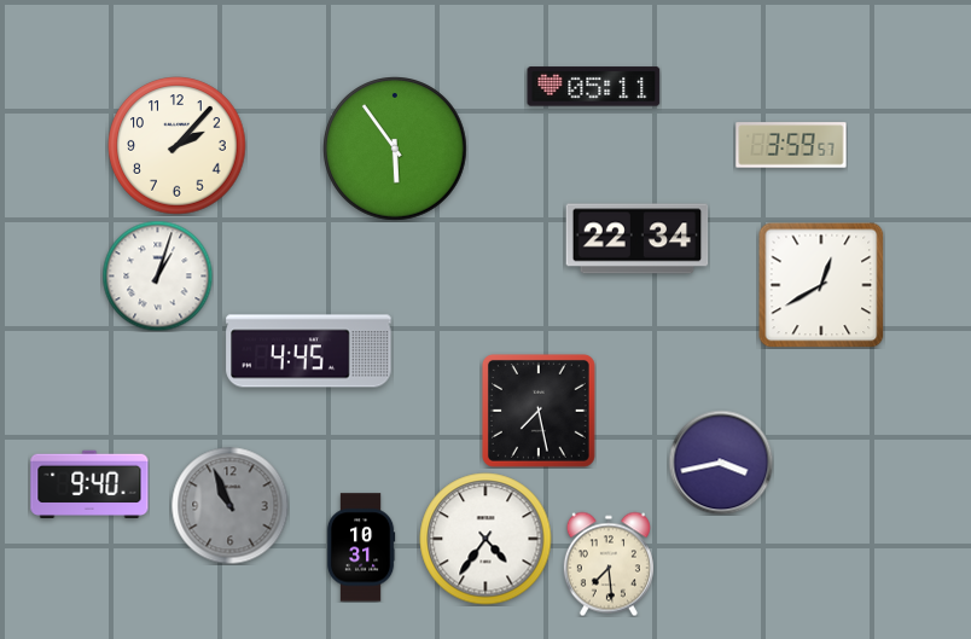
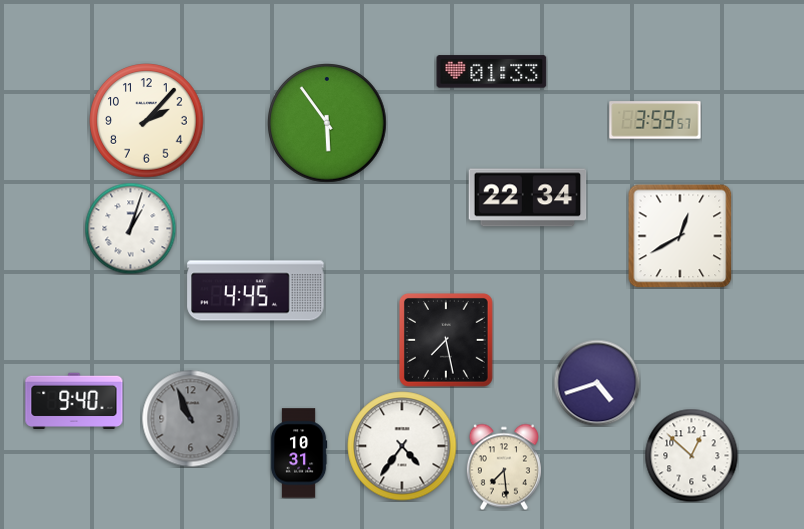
clock at (594, 87): 05:11 -> 01:33
clock at (721, 463): 3:43 -> 4:42
clock at (691, 455): none -> 12:52
